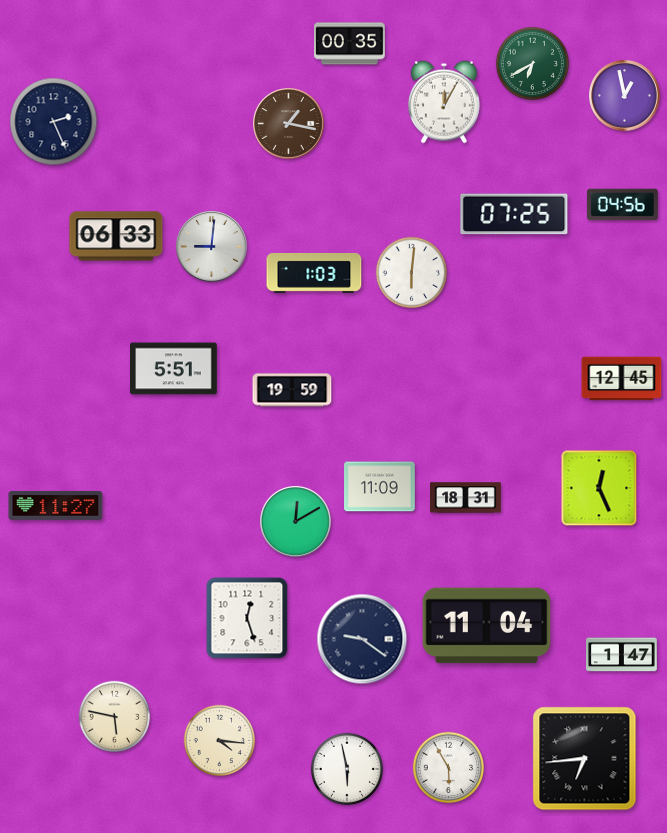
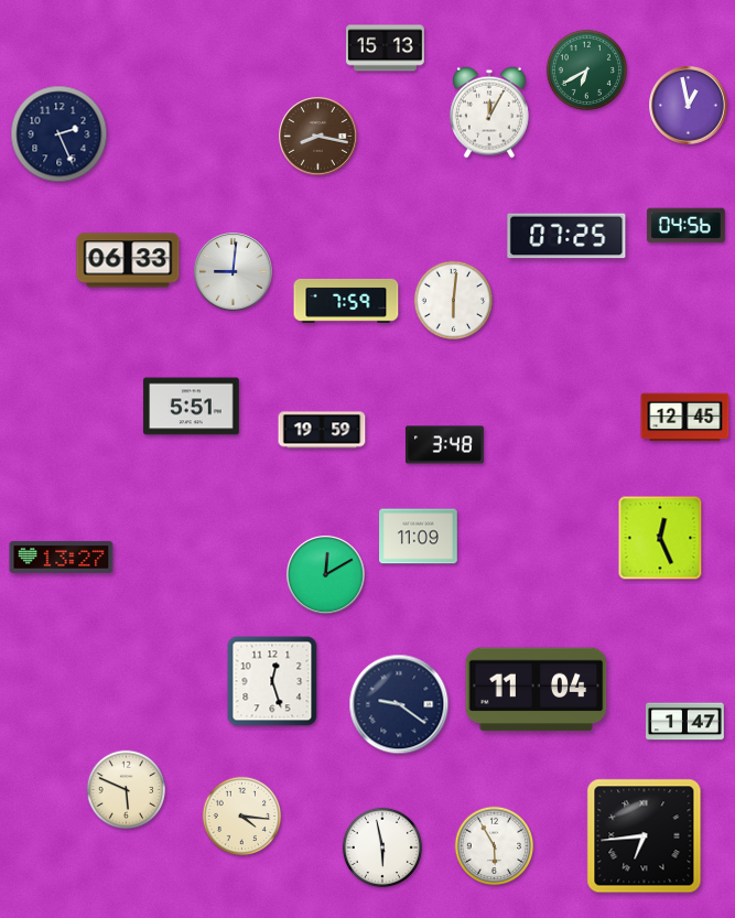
clock at (350, 44): 00:35 -> 15:13
clock at (289, 124): 1:17 -> 8:17
clock at (314, 273): 1:03 -> 7:59
clock at (445, 445): none -> 3:48
clock at (466, 498): 18:31 -> none
clock at (56, 506): 11:27 -> 13:27
clock at (115, 717): 5:47 -> 5:49
